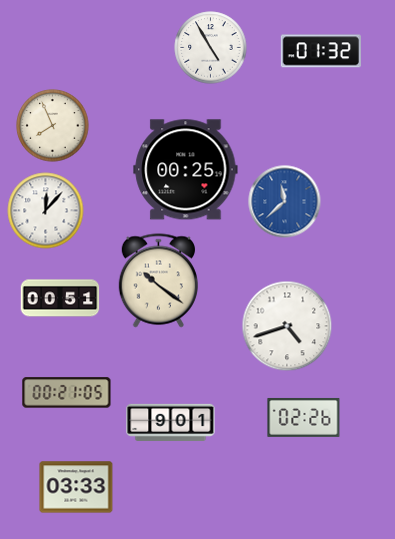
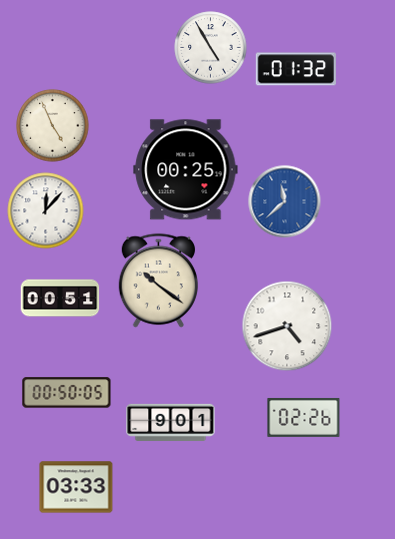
clock at (321, 51) position: (321, 51) -> (296, 69)
clock at (53, 126): 7:56 -> 4:56
clock at (67, 393): 00:21 -> 00:50
